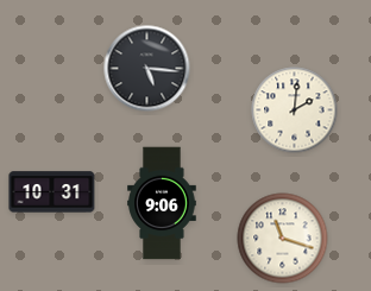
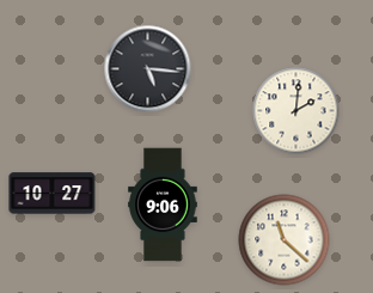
clock at (52, 192): 10:31 -> 10:27
clock at (283, 239): 11:18 -> 11:22
